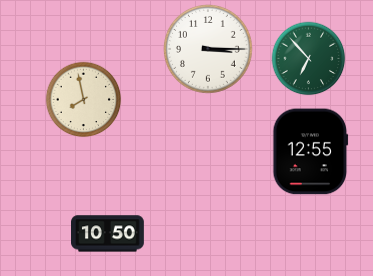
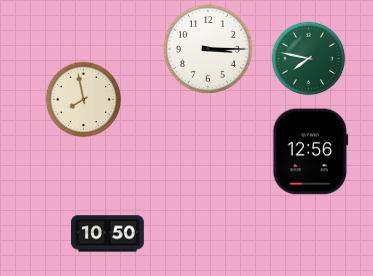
clock at (309, 59): 6:53 -> 7:47
clock at (311, 152): 12:55 -> 12:56
